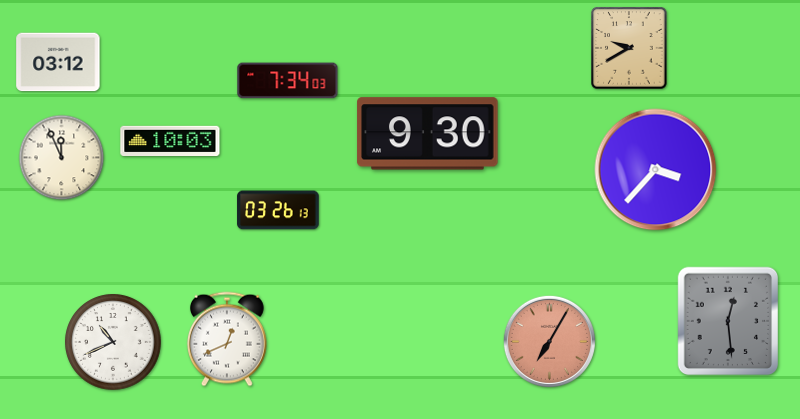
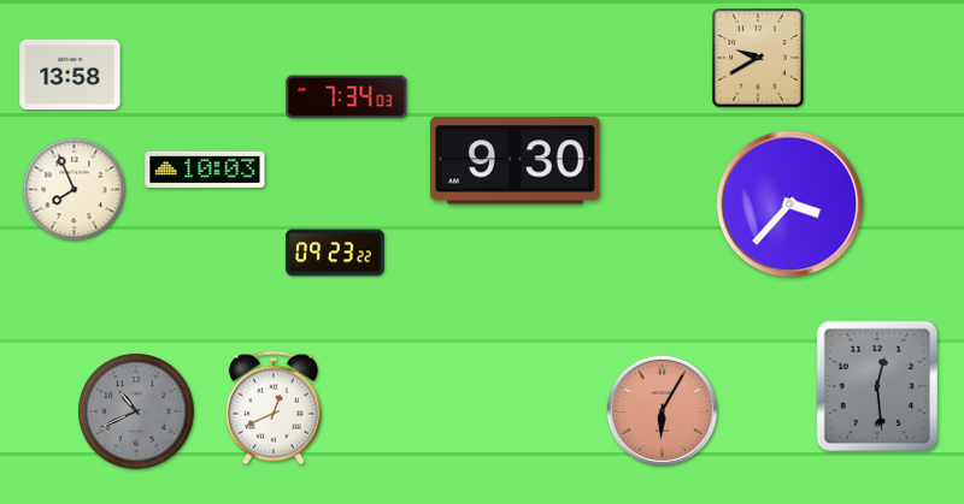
clock at (58, 62): 03:12 -> 13:58
clock at (62, 158): 11:56 -> 7:56
clock at (278, 210): 03:26 -> 09:23
clock at (549, 341): 7:05 -> 6:05
clock at (113, 342) dial: white -> grey
